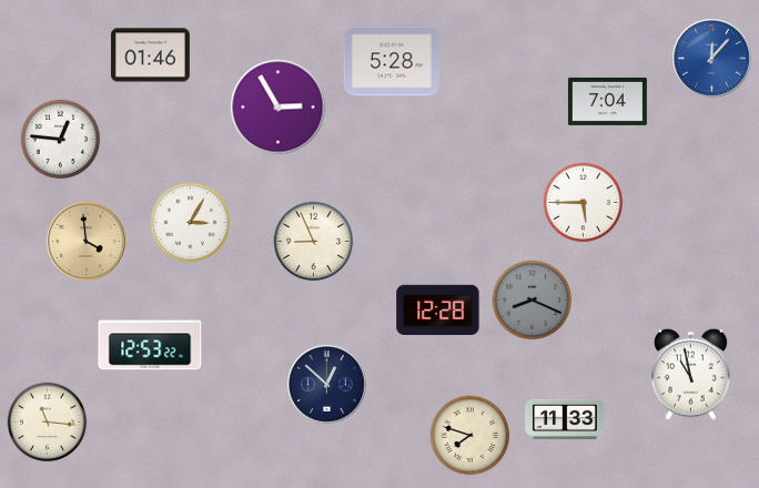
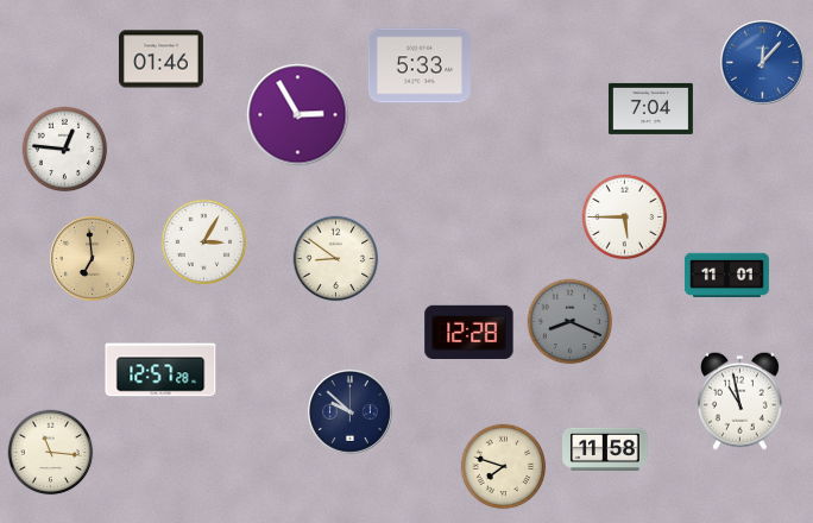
clock at (392, 61): 5:28 -> 5:33
clock at (191, 223) position: (191, 223) -> (204, 242)
clock at (85, 241): 3:59 -> 6:59
clock at (314, 242): 8:56 -> 8:51
clock at (726, 276): none -> 11:01
clock at (150, 345): 12:53 -> 12:57
clock at (326, 384): 12:52 -> 9:52
clock at (565, 418): 11:33 -> 11:58
